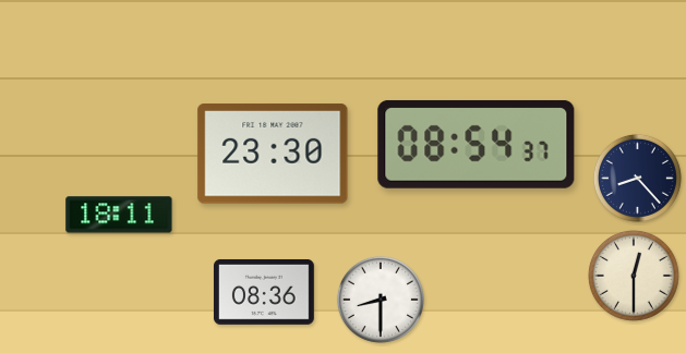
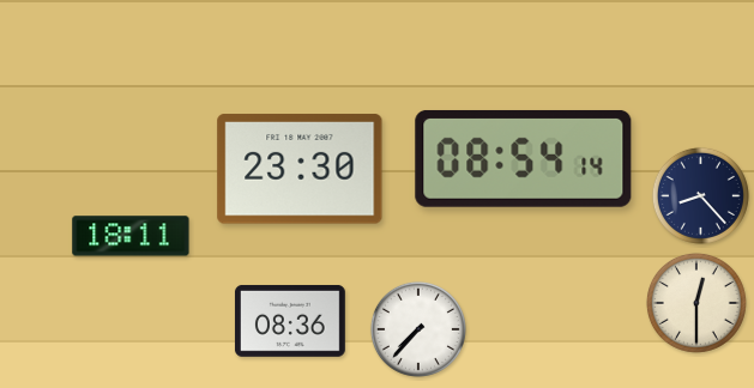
clock at (477, 144): 08:54:37 -> 08:54:14
clock at (381, 300): 8:30 -> 7:37
